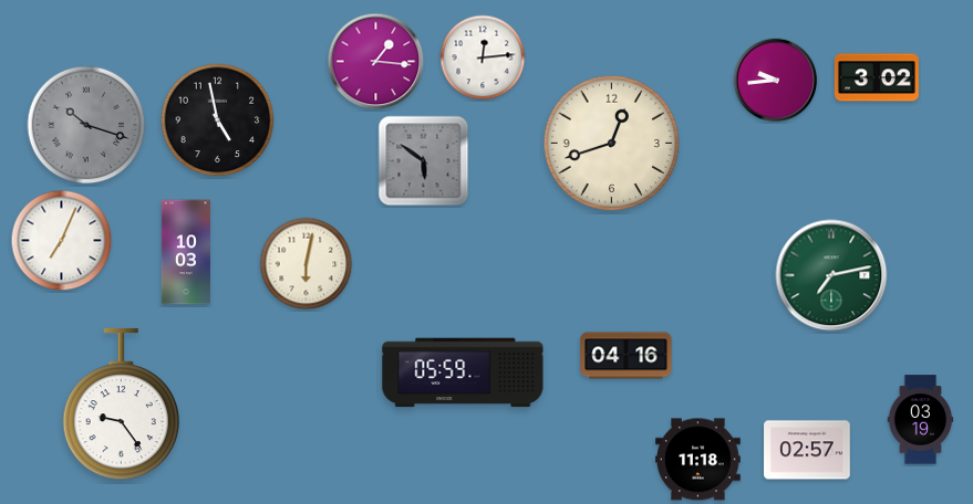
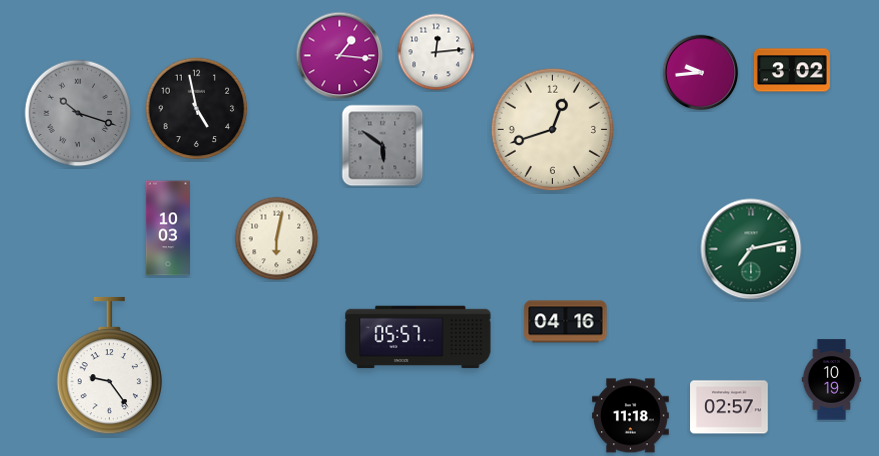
clock at (62, 241): 7:04 -> none
clock at (463, 372): 05:59 -> 05:57
clock at (921, 420): 03:19 -> 10:19
